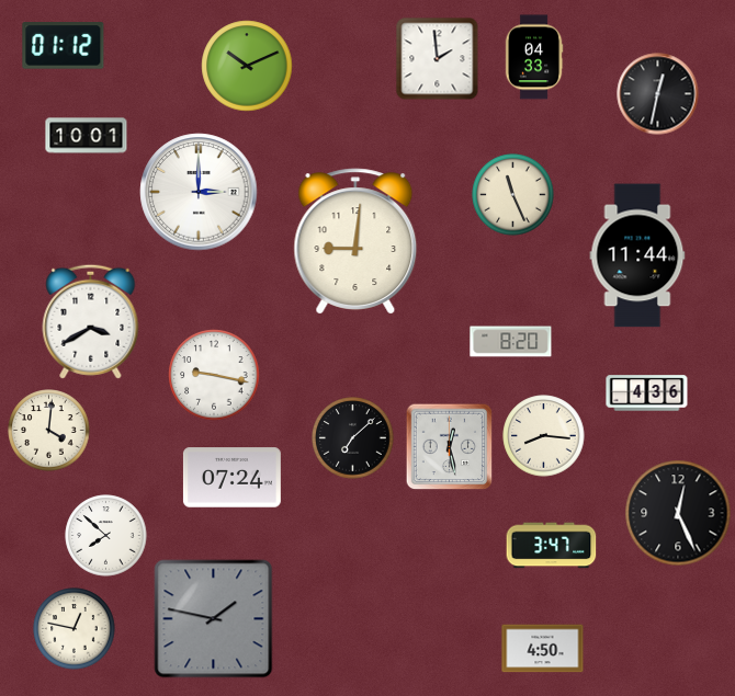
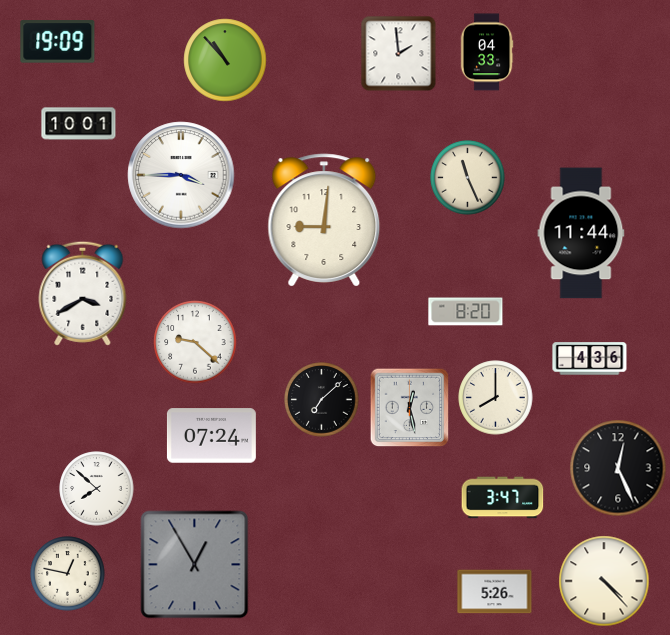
clock at (64, 46): 01:12 -> 19:09
clock at (247, 66): 10:11 -> 10:53
clock at (658, 94): 12:32 -> none
clock at (199, 192): 3:00 -> 3:45
clock at (214, 375): 9:17 -> 9:22
clock at (49, 431): 4:01 -> none
clock at (544, 436): 8:16 -> 8:00
clock at (214, 619): 1:47 -> 12:55
clock at (604, 581): none -> 4:23
clock at (543, 649): 4:50 -> 5:26
